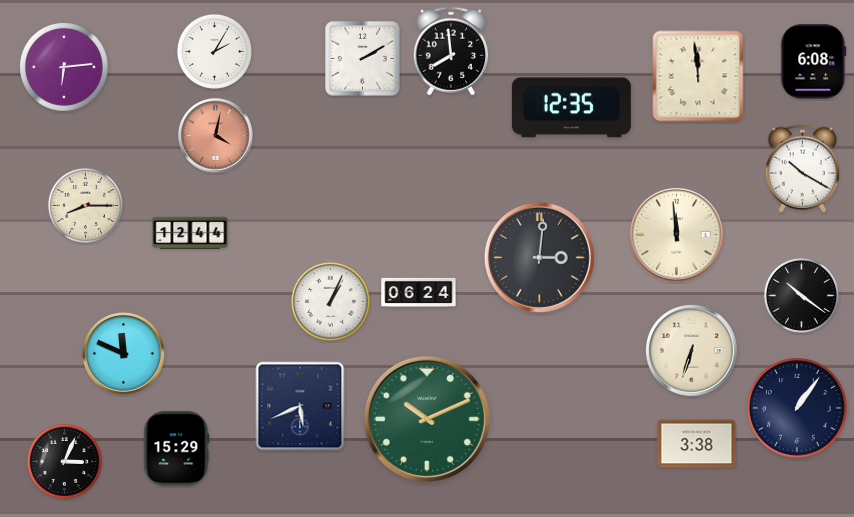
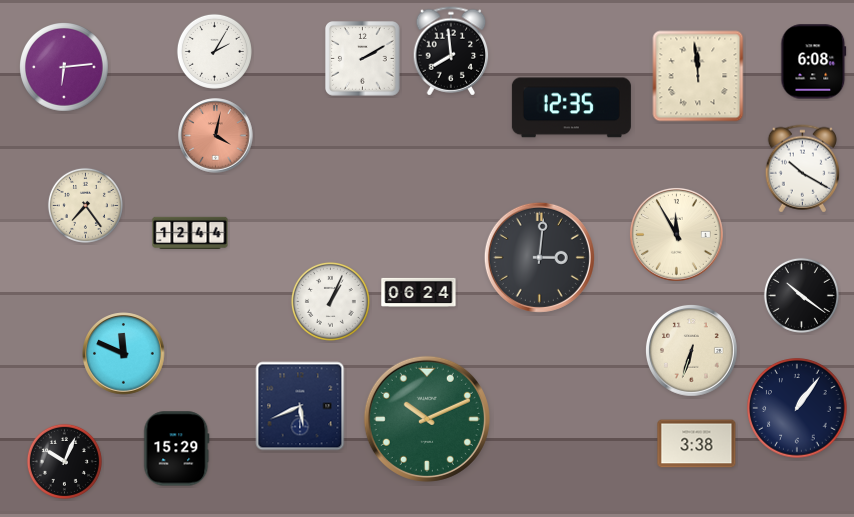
clock at (85, 205): 8:15 -> 7:24
clock at (676, 234): 11:59 -> 11:55
clock at (64, 461): 3:04 -> 10:04
